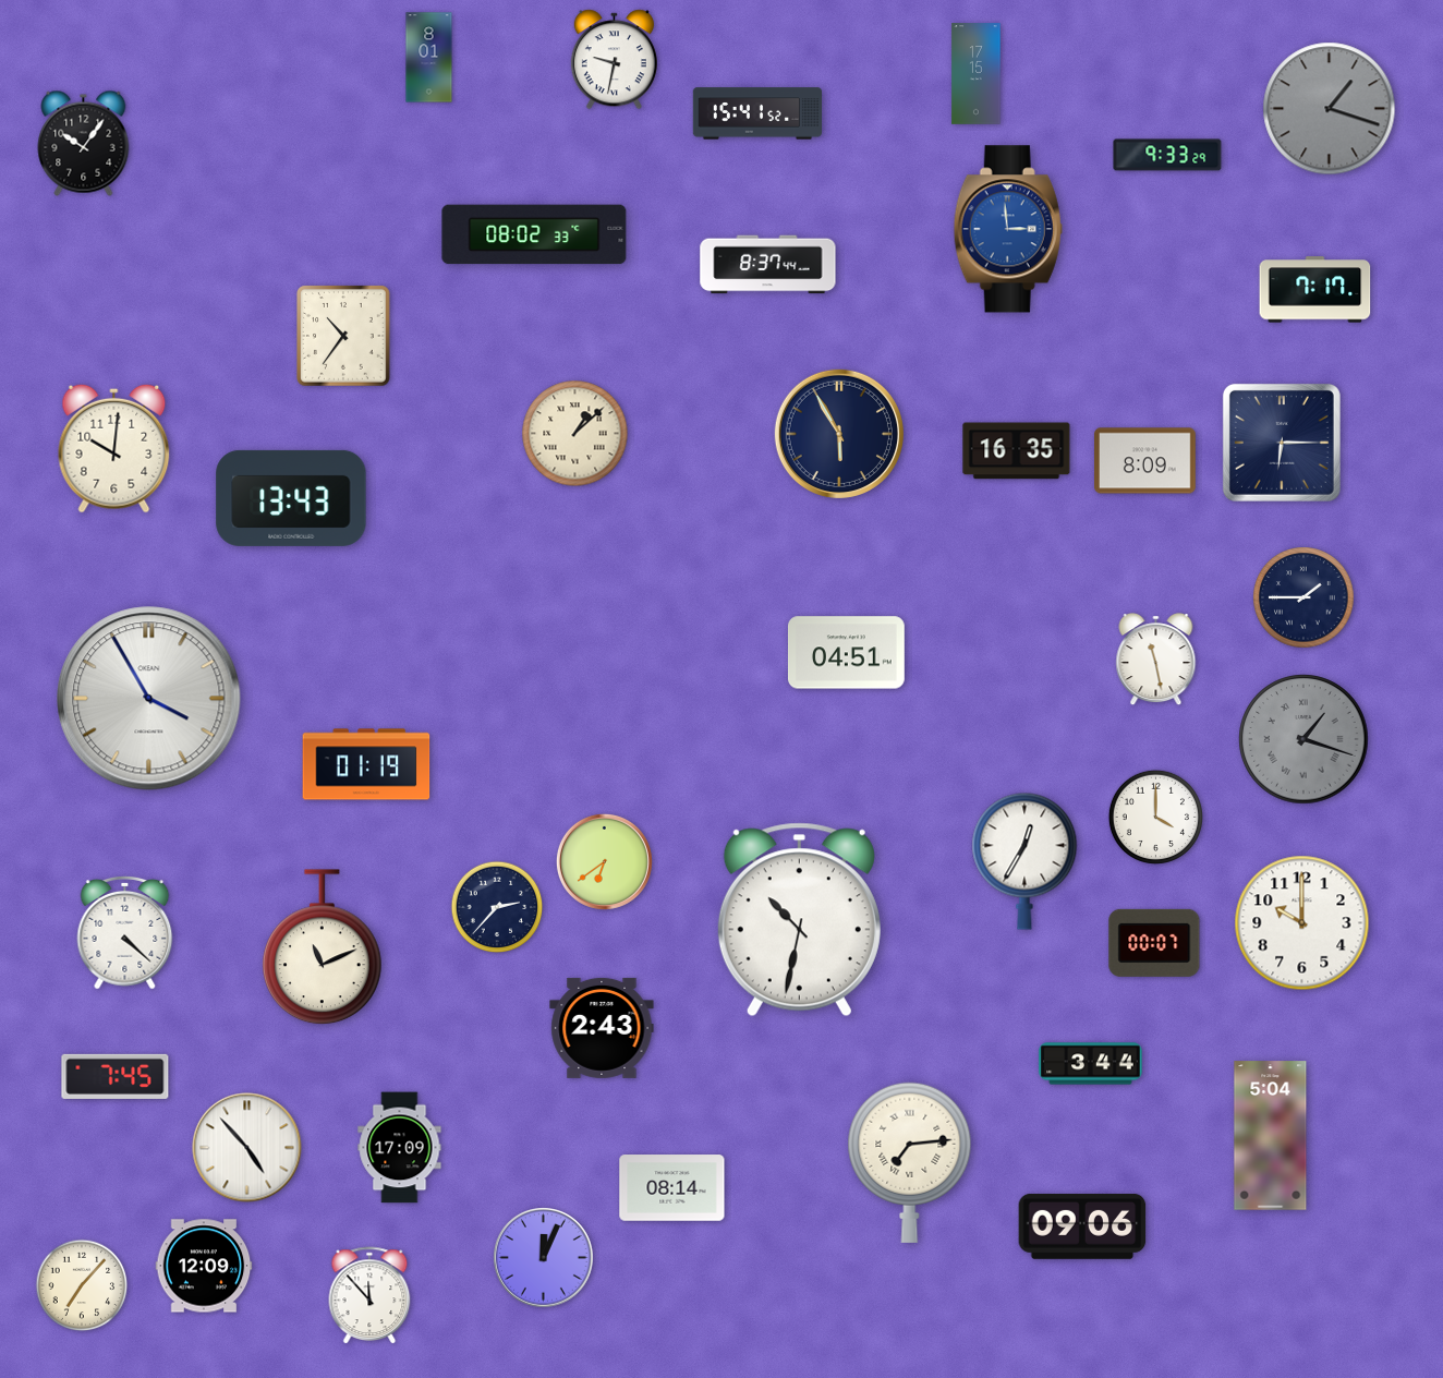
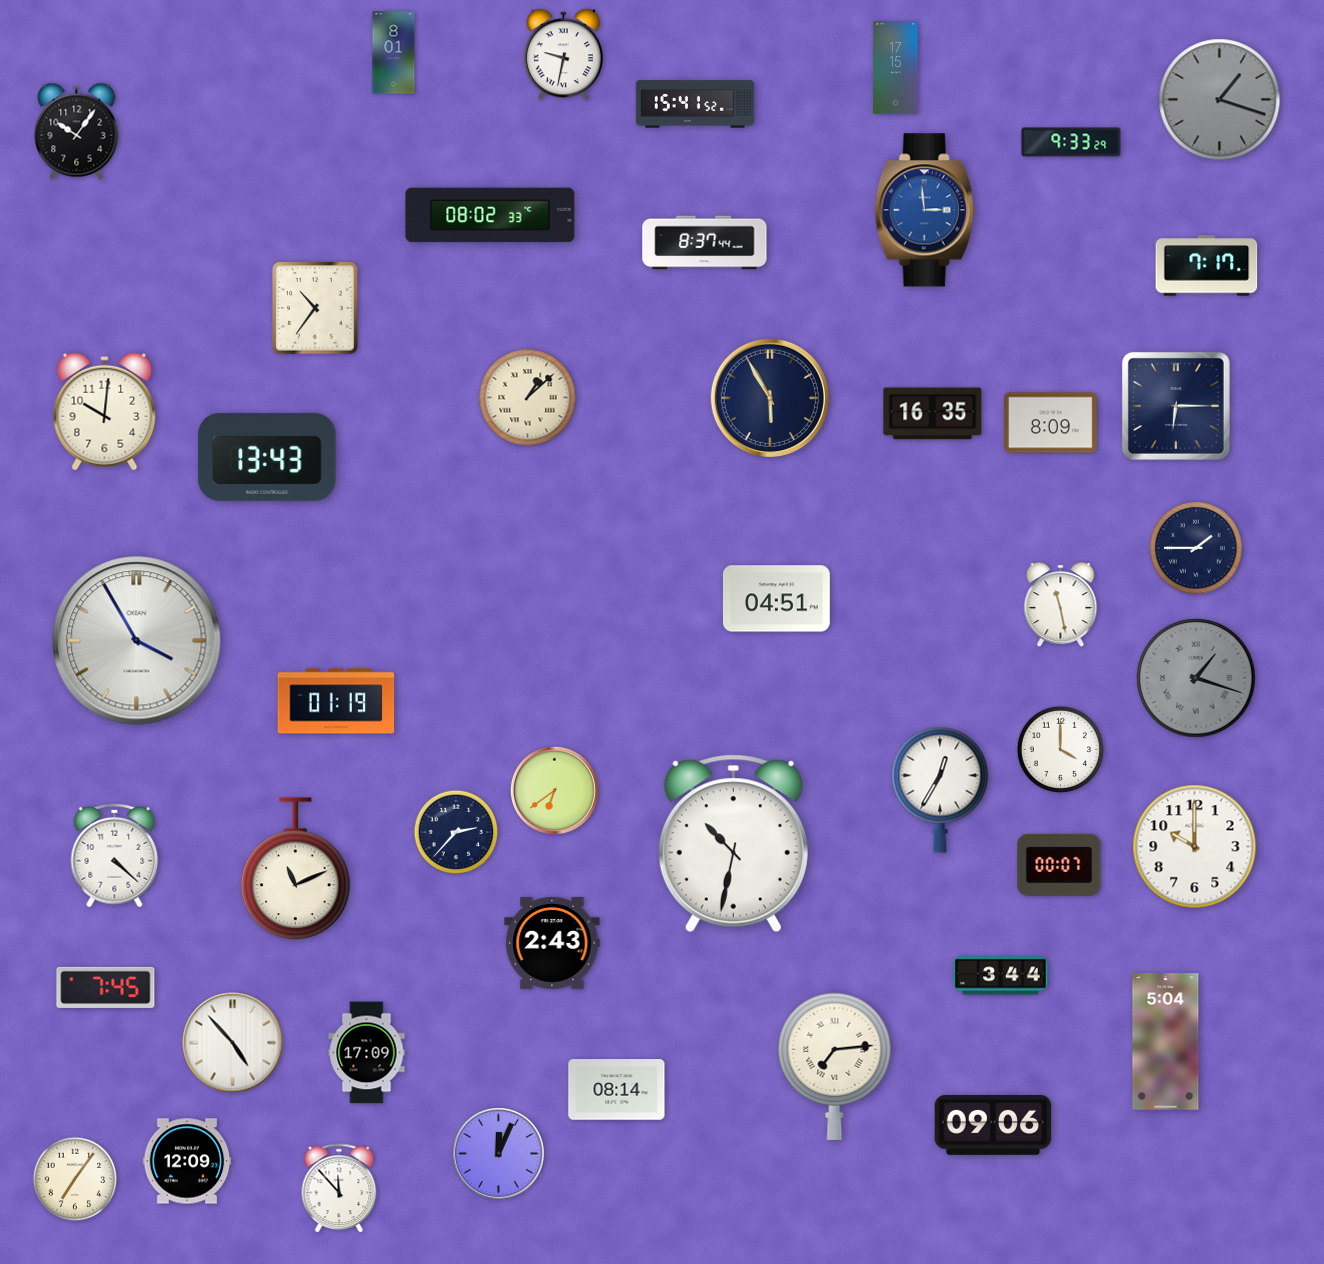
clock at (247, 1148) position: (247, 1148) -> (233, 1043)
clock at (82, 1285): 7:07 -> 7:06
